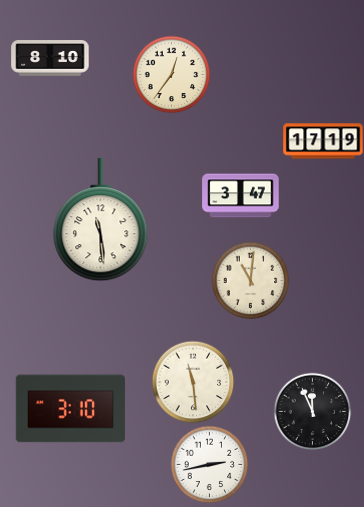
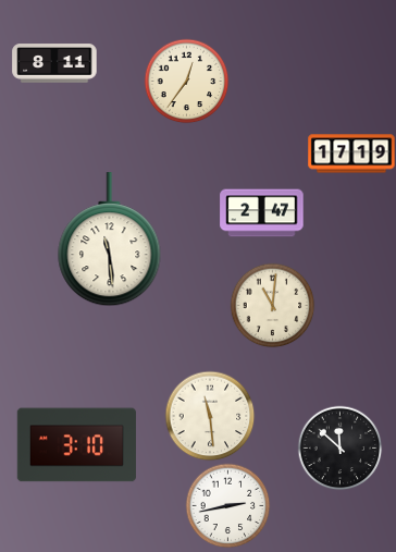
clock at (50, 58): 8:10 -> 8:11
clock at (241, 196): 3:47 -> 2:47
clock at (312, 411): 11:56 -> 11:52
